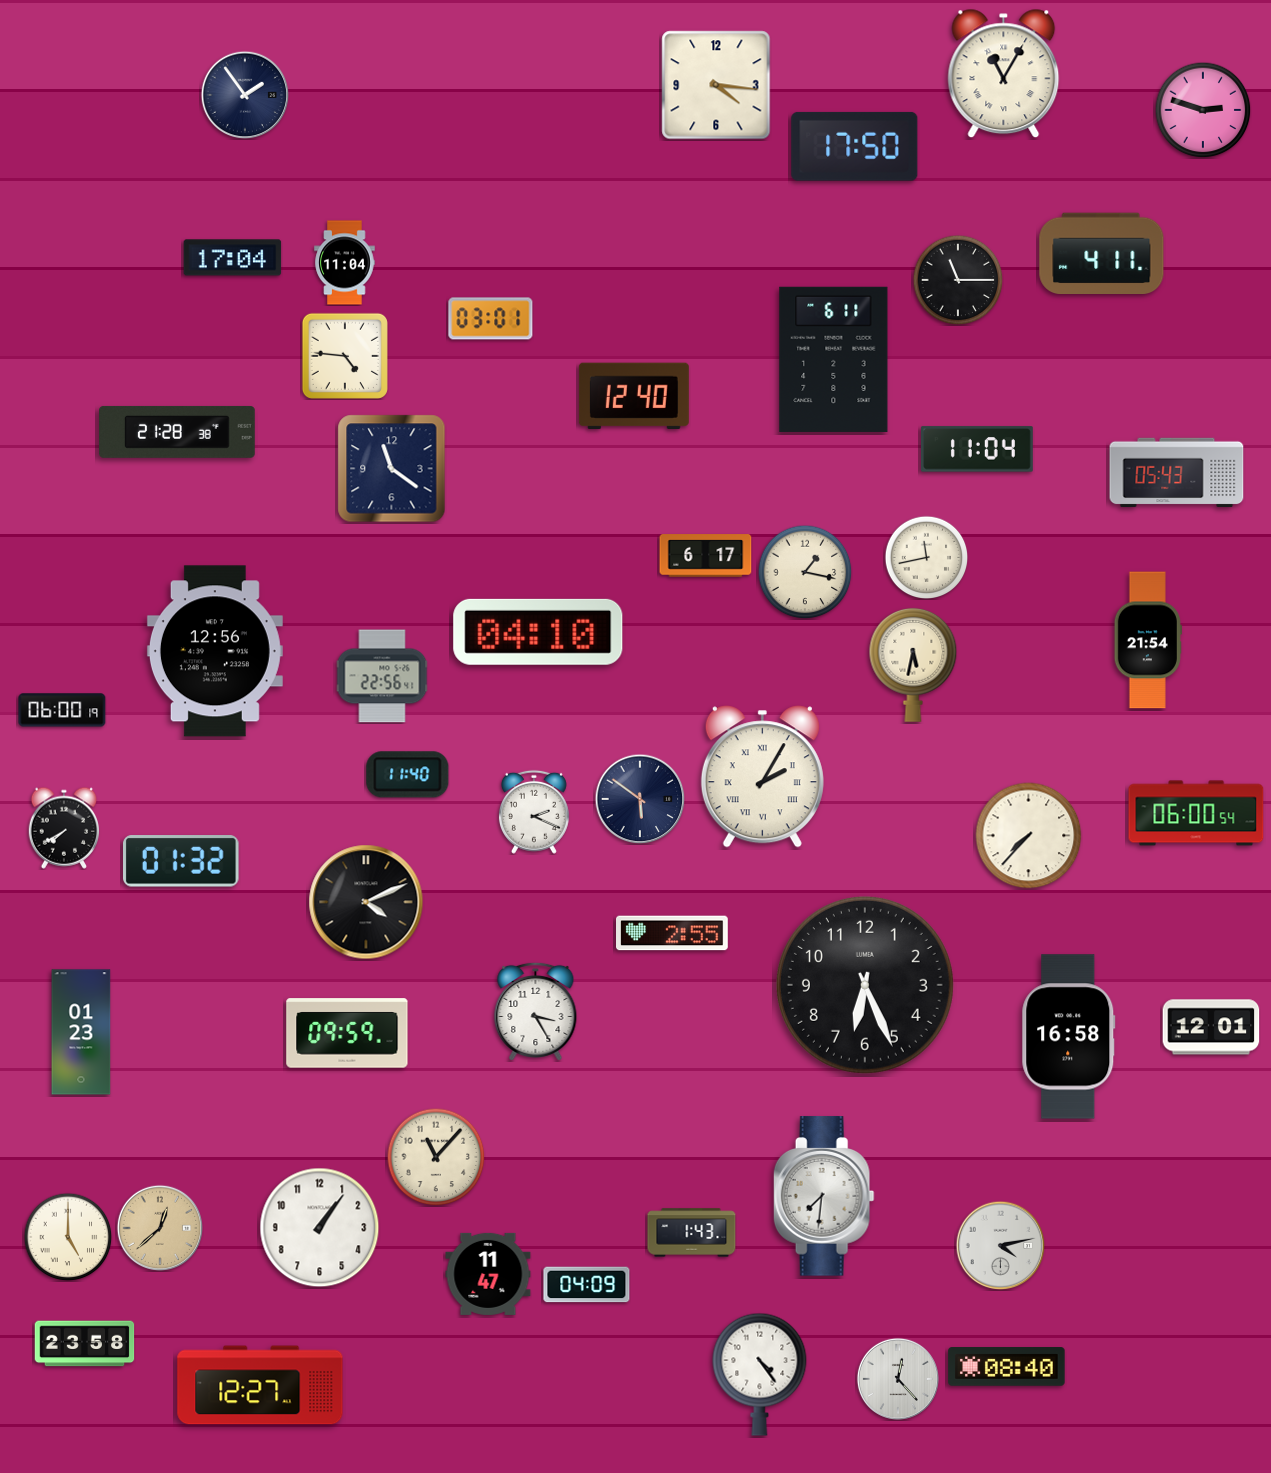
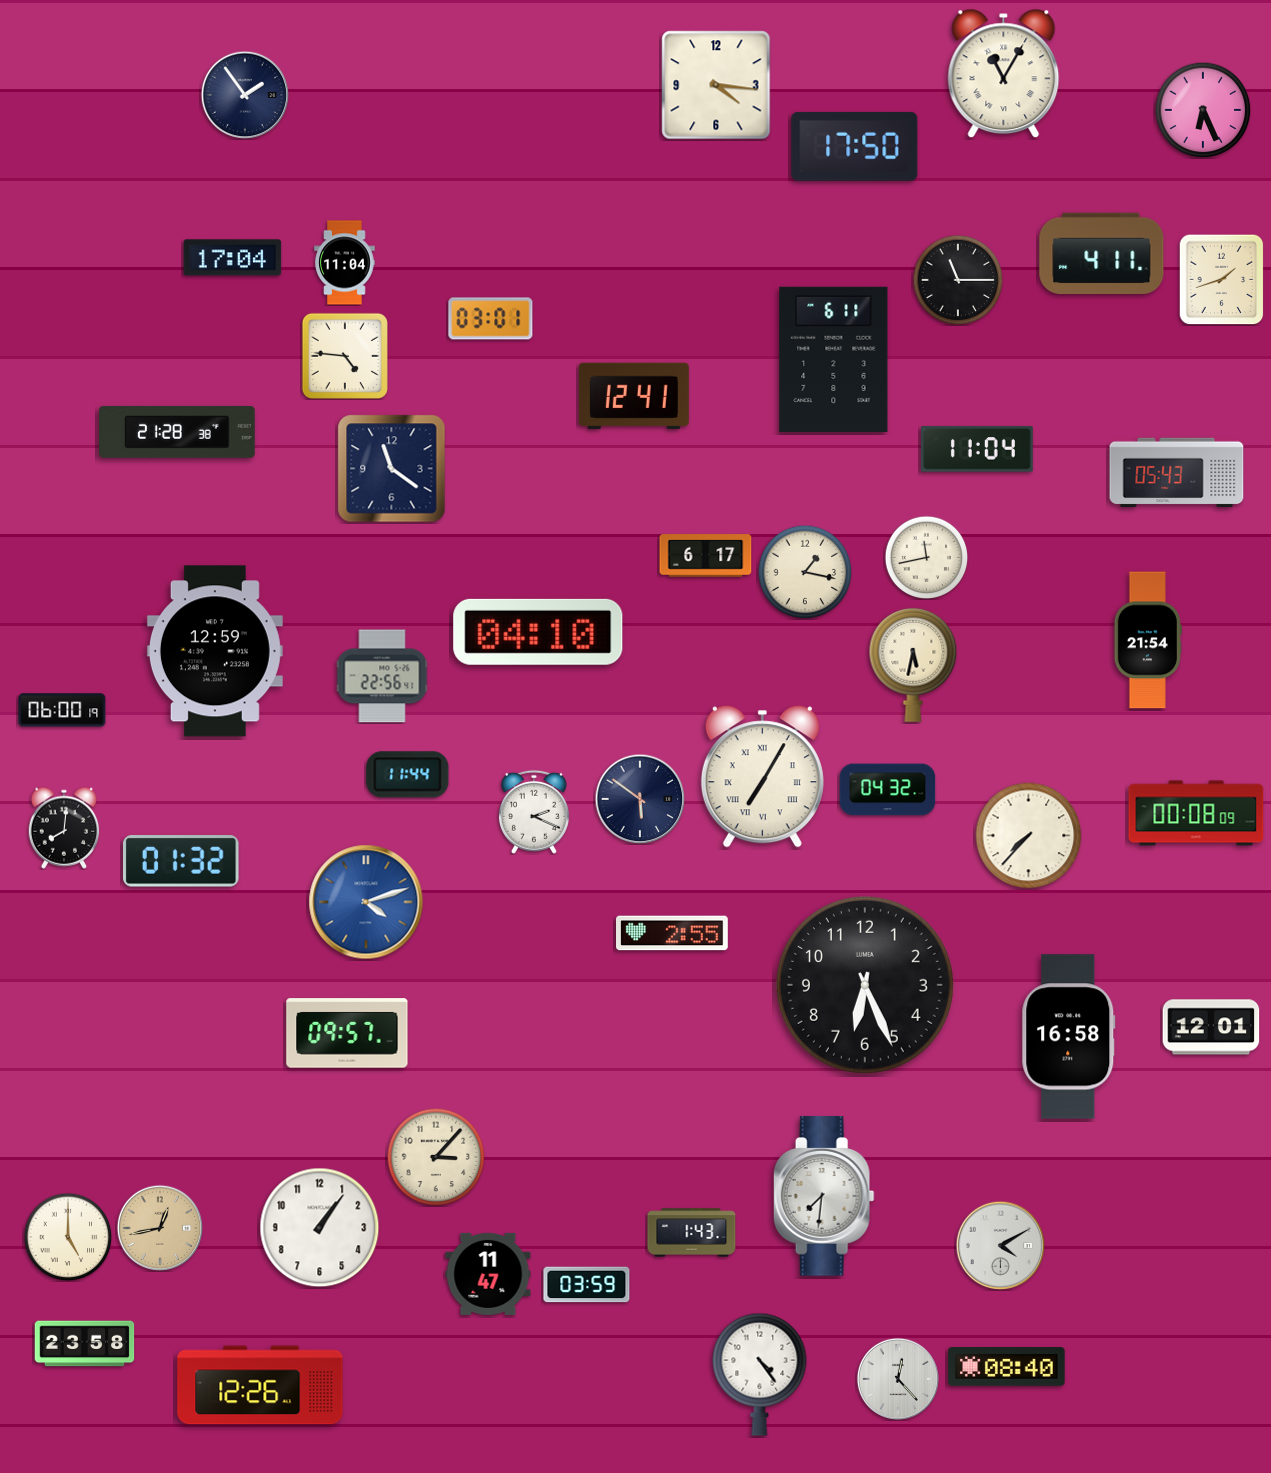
clock at (1203, 110): 2:48 -> 6:26
clock at (1222, 279): none -> 1:42
clock at (634, 395): 12:40 -> 12:41
clock at (215, 651): 12:56 -> 12:59
clock at (408, 775): 11:40 -> 11:44
clock at (762, 777): 2:05 -> 7:05
clock at (888, 790): none -> 04:32
clock at (1196, 813): 06:00 -> 00:08
clock at (63, 828): 7:40 -> 8:01
clock at (366, 902): 4:11 -> 4:12
clock at (366, 902) dial: black -> blue
clock at (536, 1011): 3:25 -> none
clock at (81, 1032): 01:23 -> none
clock at (347, 1033): 09:59 -> 09:57
clock at (436, 1157): 11:07 -> 3:07
clock at (160, 1228): 12:38 -> 12:43
clock at (1000, 1245): 4:13 -> 4:10
clock at (587, 1285): 04:09 -> 03:59
clock at (260, 1385): 12:27 -> 12:26
